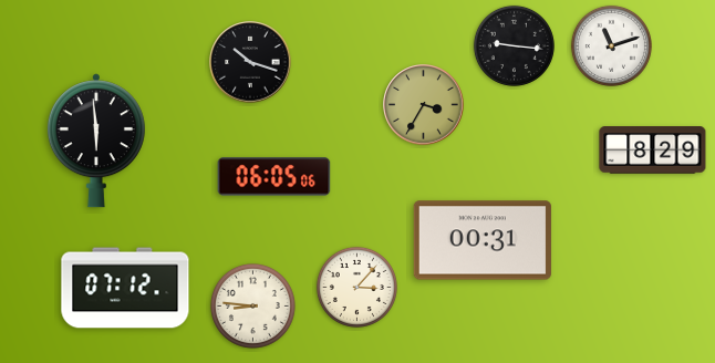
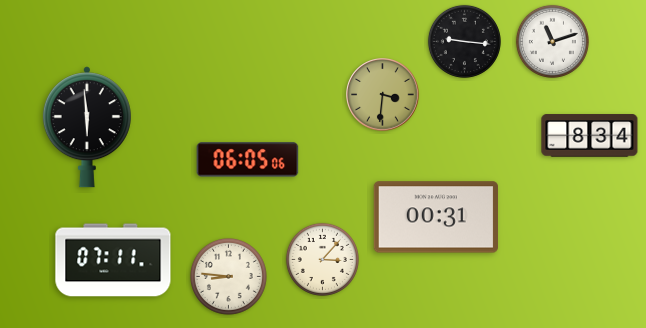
clock at (250, 62): 10:18 -> none
clock at (424, 105): 3:35 -> 3:31
clock at (653, 151): 8:29 -> 8:34
clock at (125, 288): 07:12 -> 07:11
